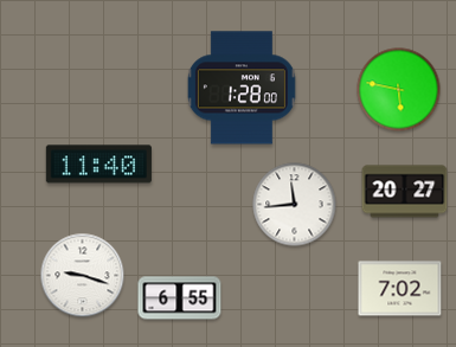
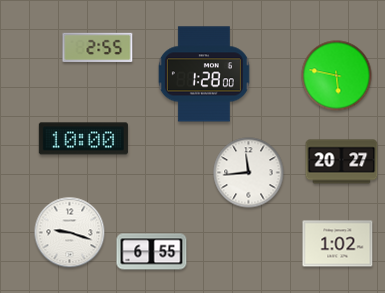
clock at (98, 47): none -> 2:55
clock at (98, 165): 11:40 -> 10:00
clock at (400, 289): 7:02 -> 1:02
